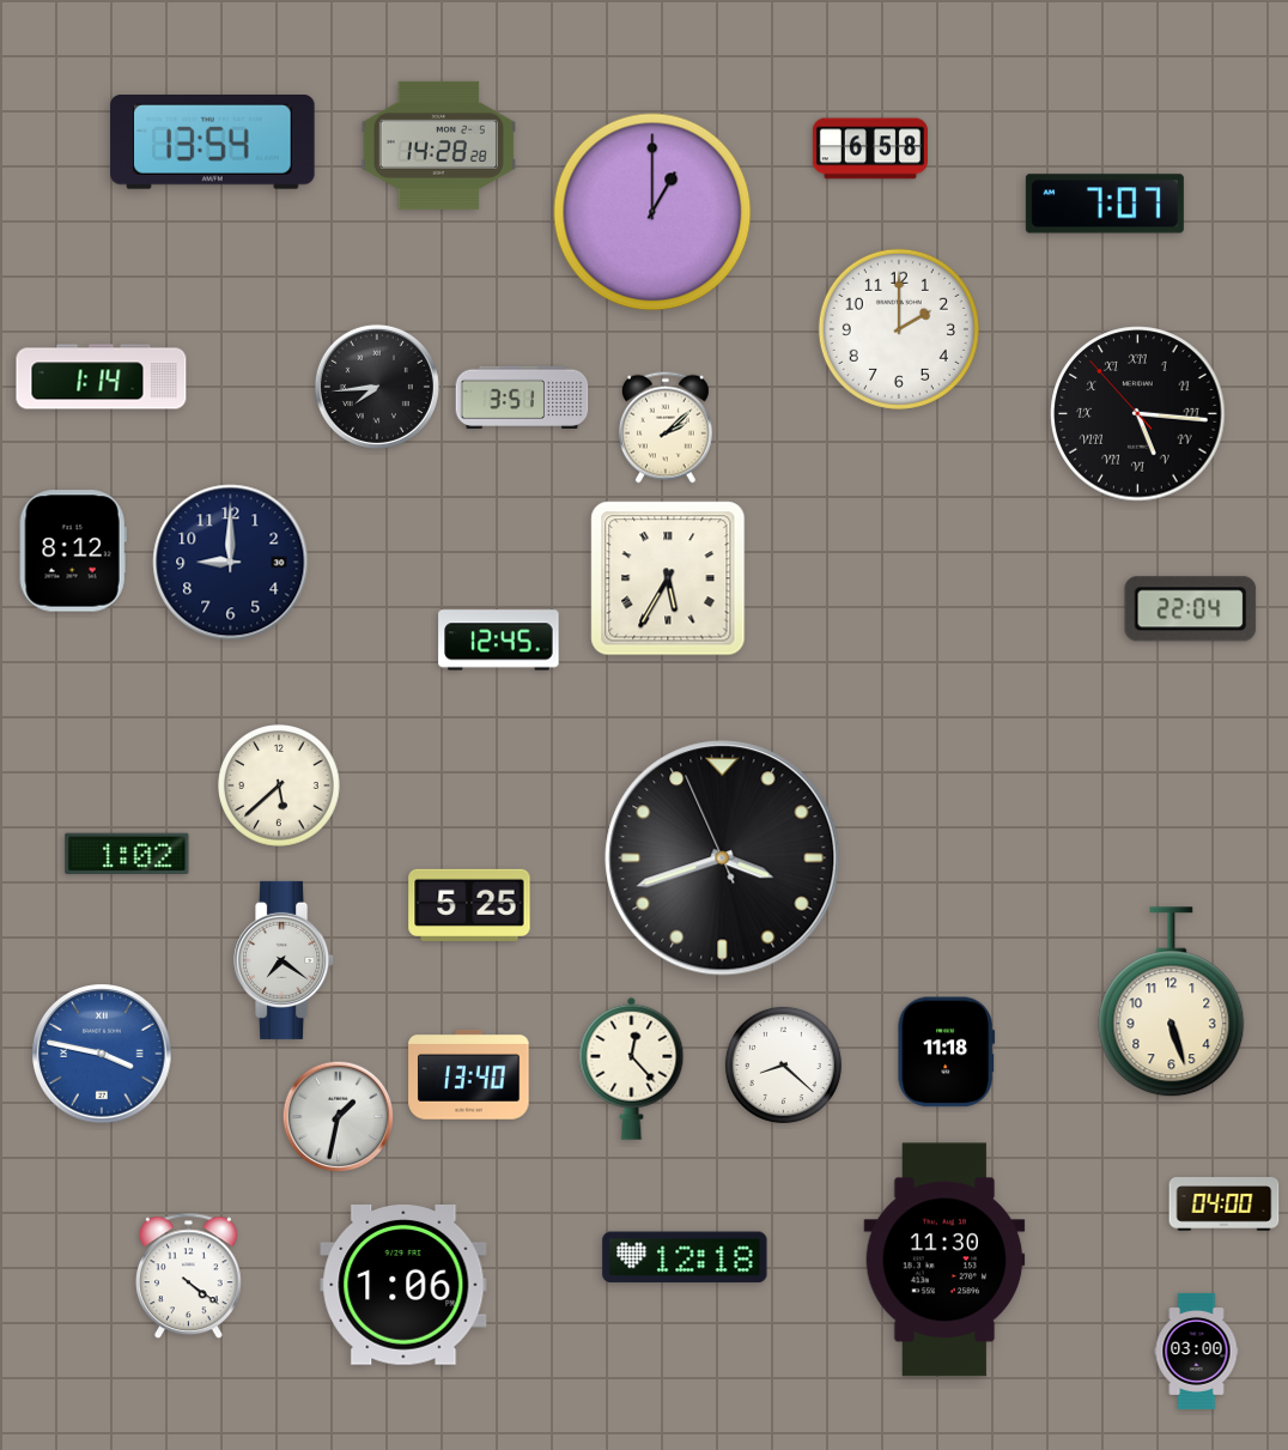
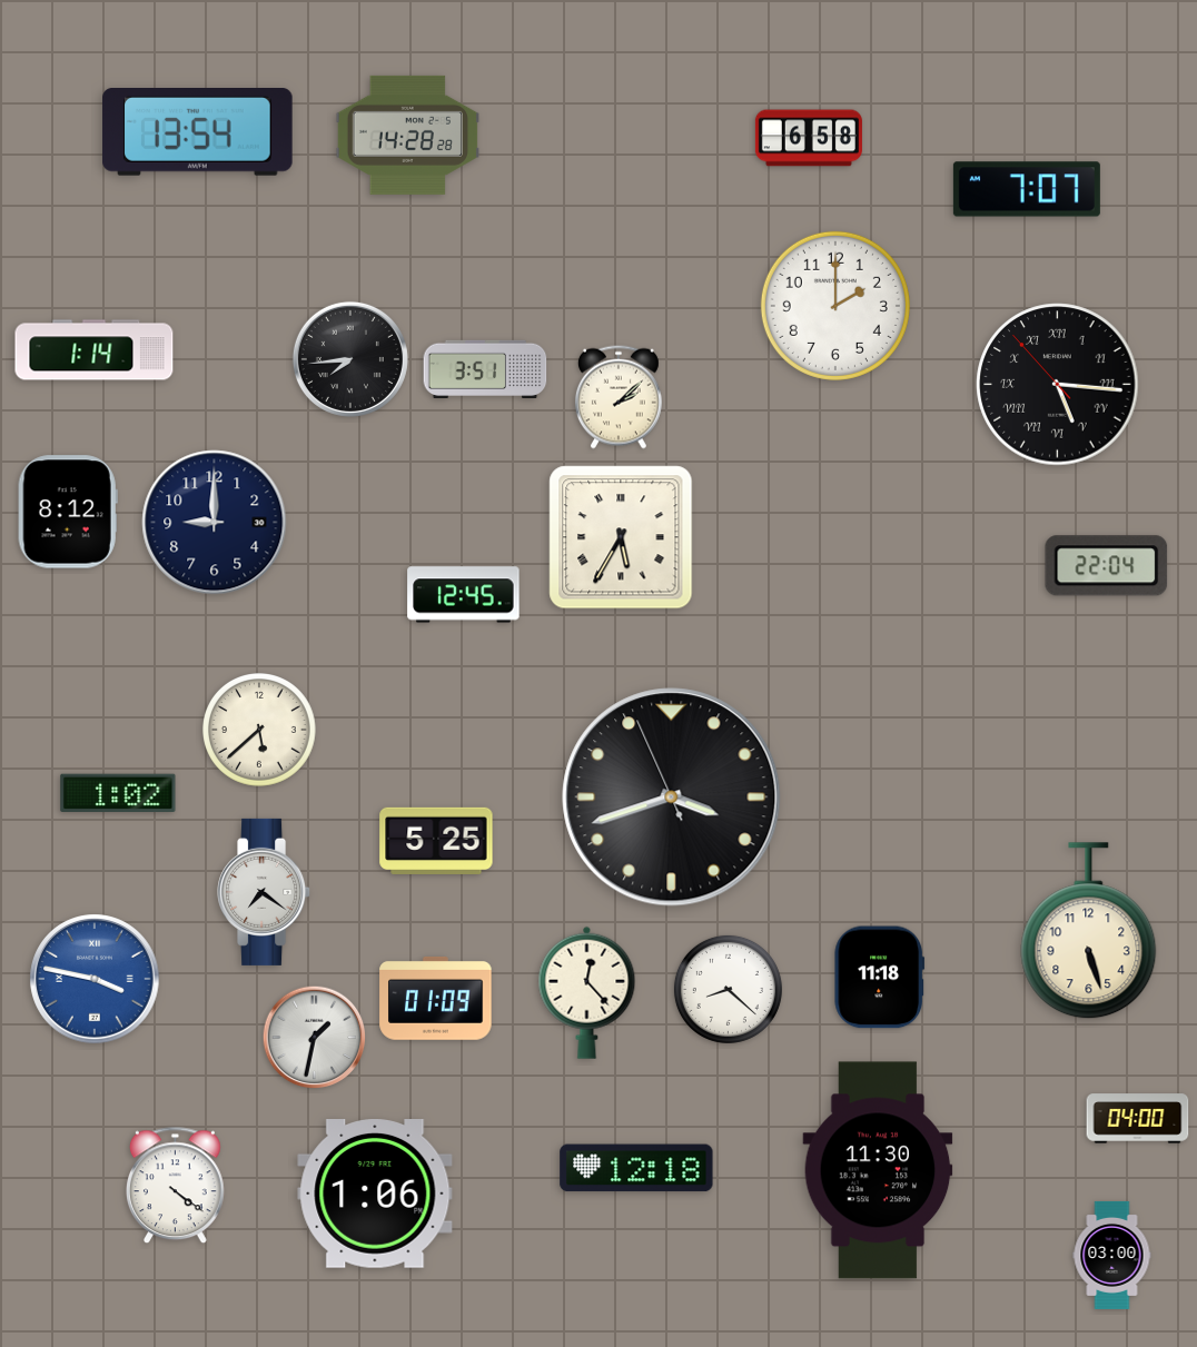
clock at (652, 212): 1:00 -> none
clock at (469, 1075): 13:40 -> 01:09
